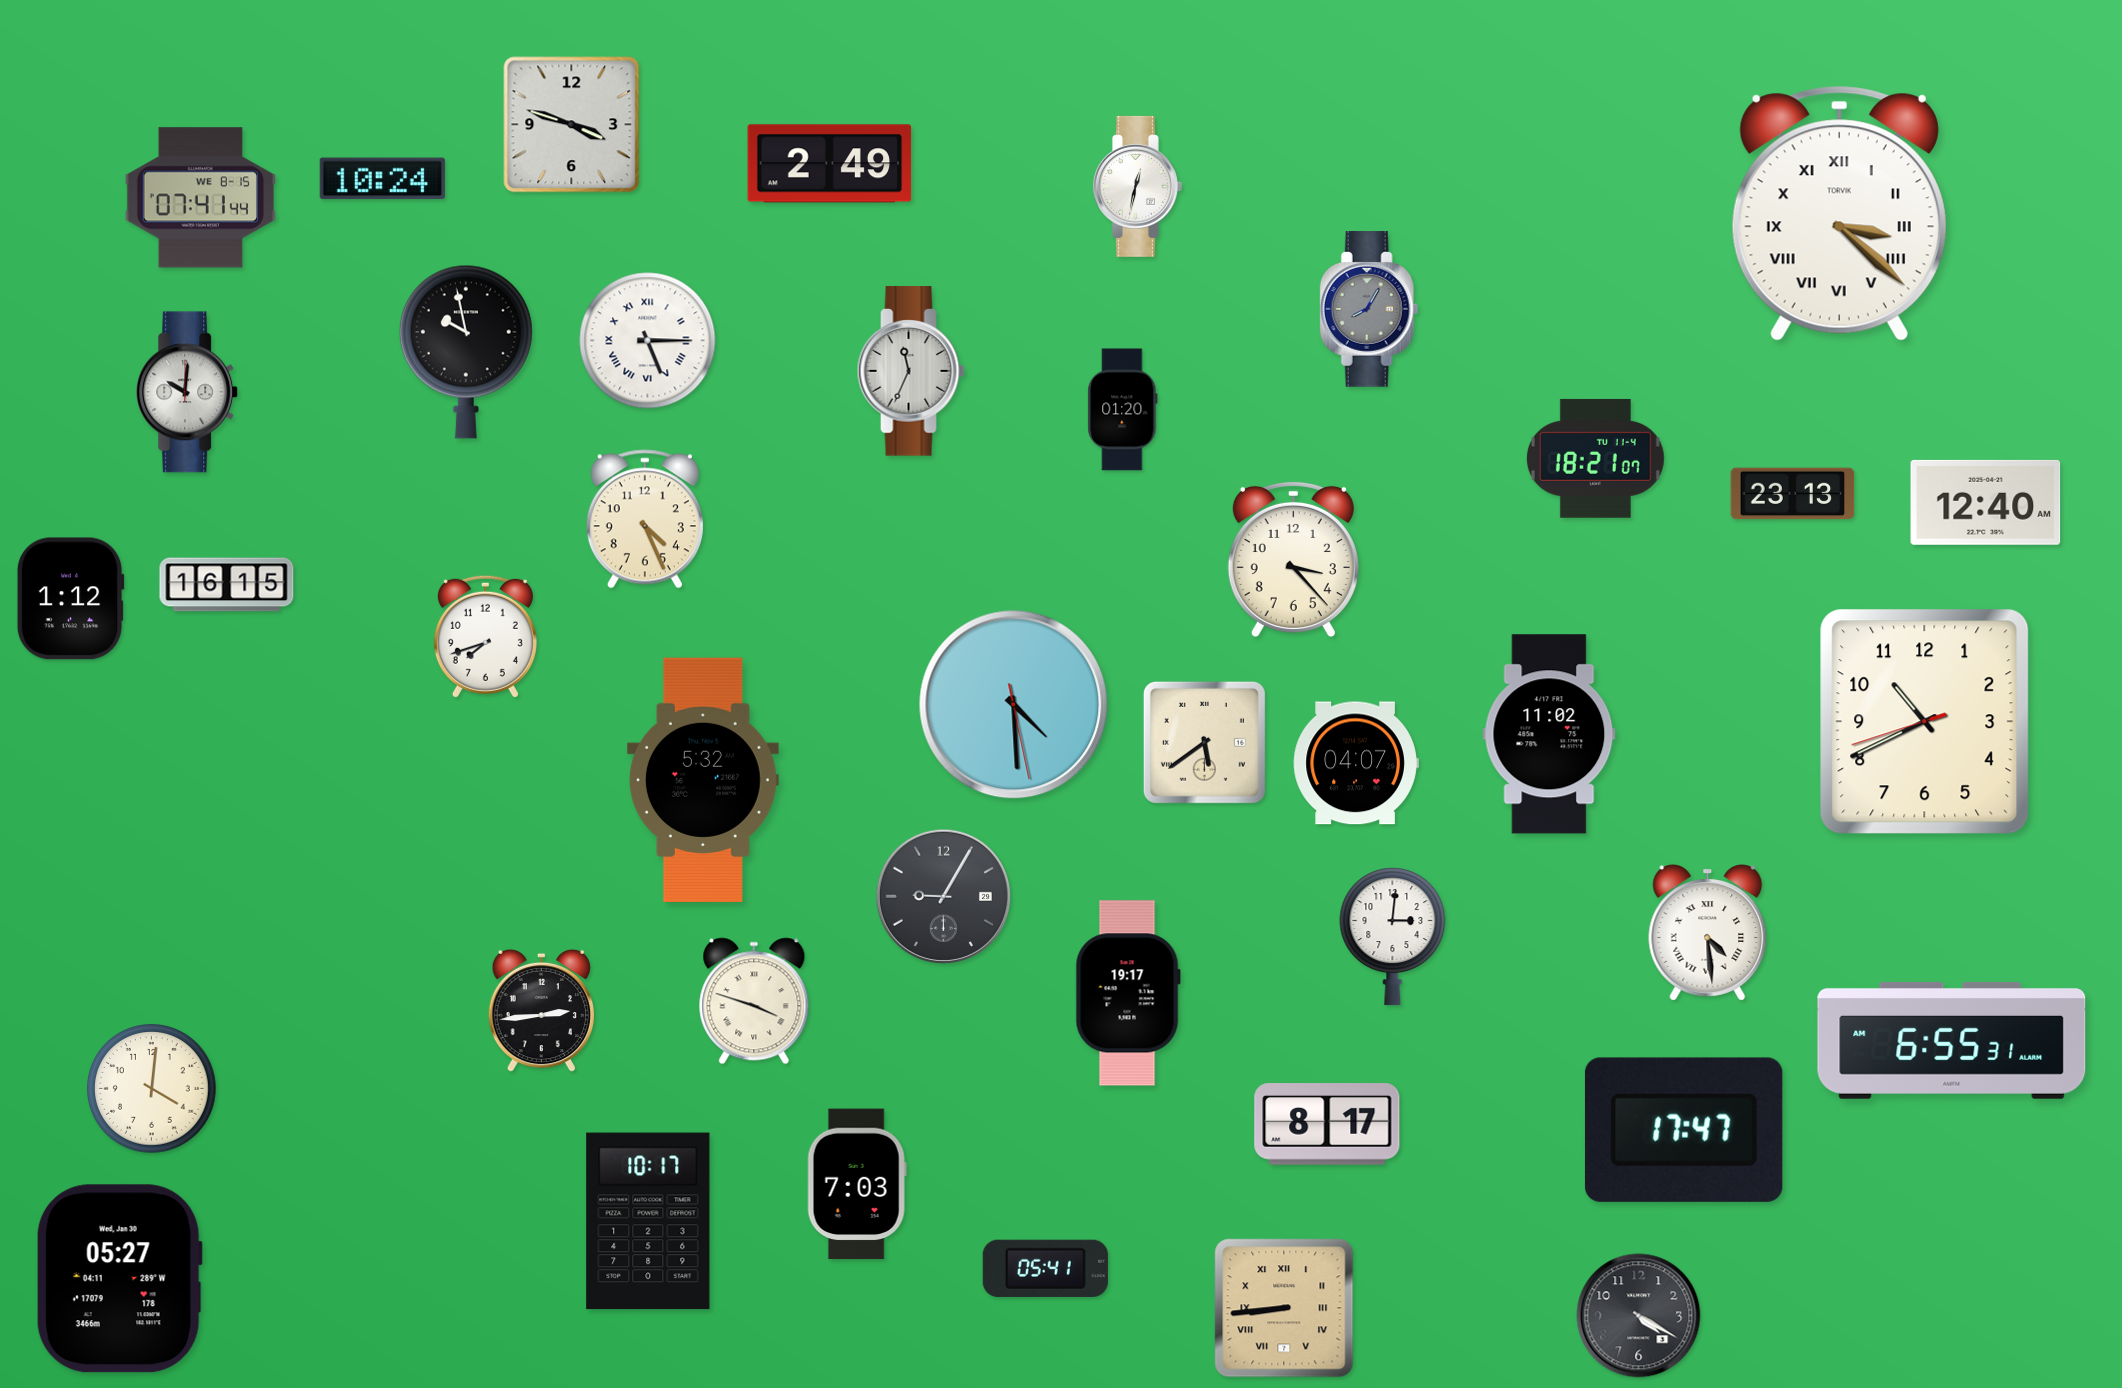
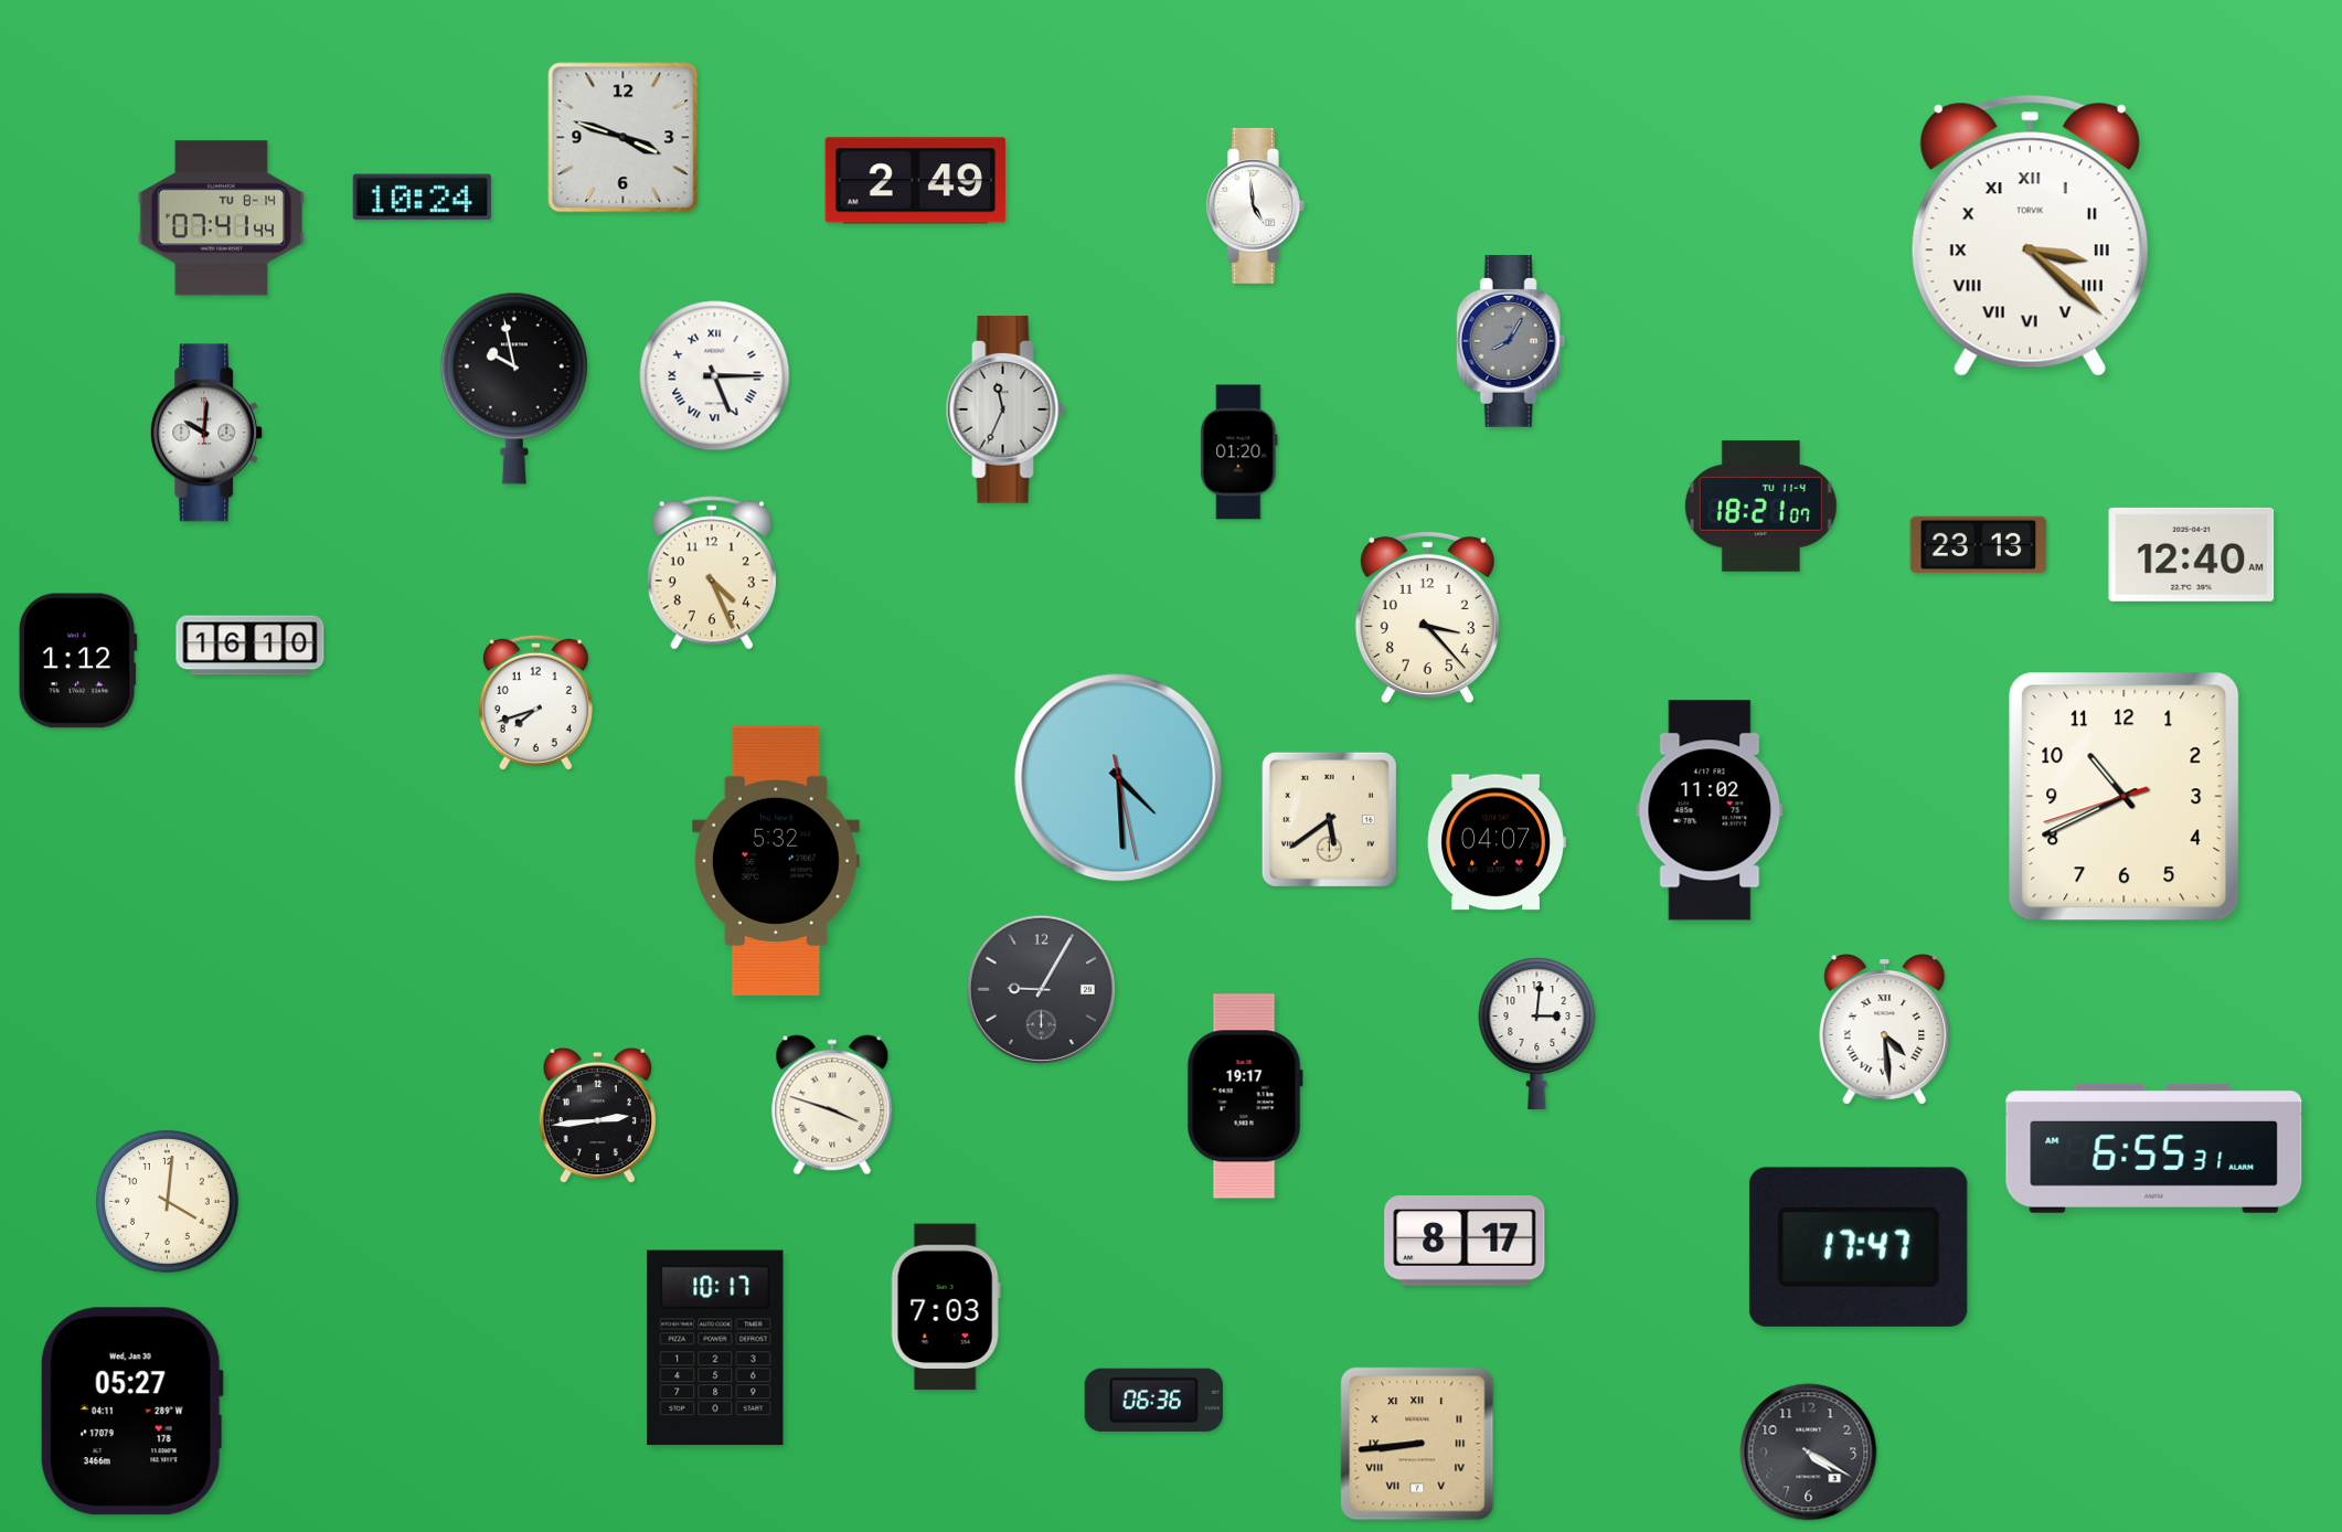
clock at (572, 125) position: (572, 125) -> (624, 138)
clock at (1137, 186): 12:32 -> 4:59
clock at (200, 198) date: WE 8-15 -> TU 8-14
clock at (227, 585): 16:15 -> 16:10
clock at (1045, 1268): 05:41 -> 06:36
